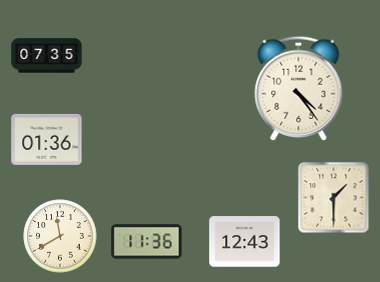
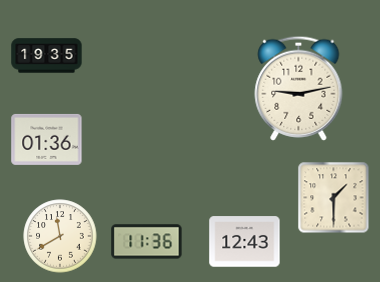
clock at (47, 56): 07:35 -> 19:35
clock at (299, 88): 4:24 -> 9:13
